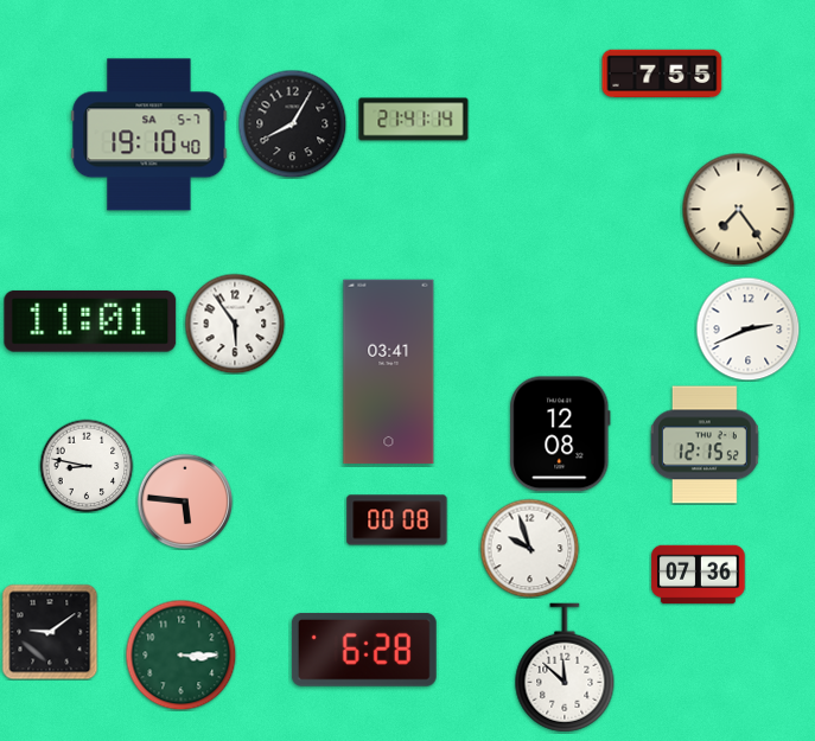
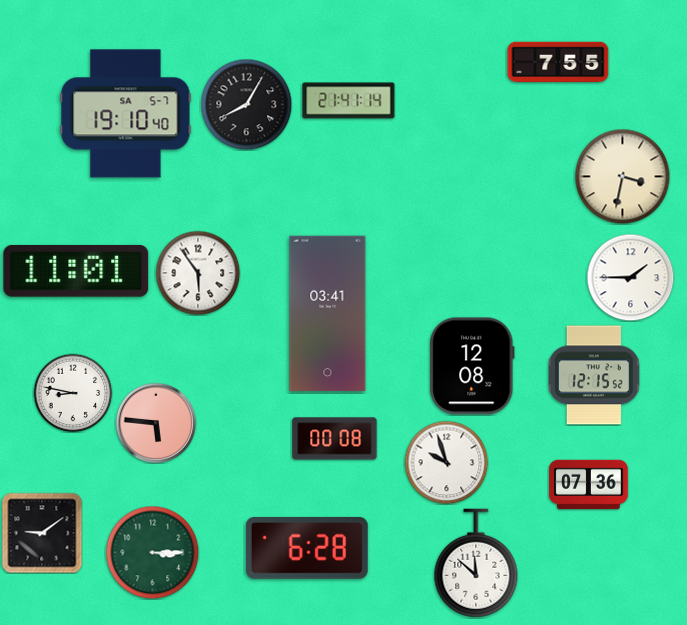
clock at (738, 209): 7:24 -> 3:32
clock at (747, 328): 2:41 -> 1:45
